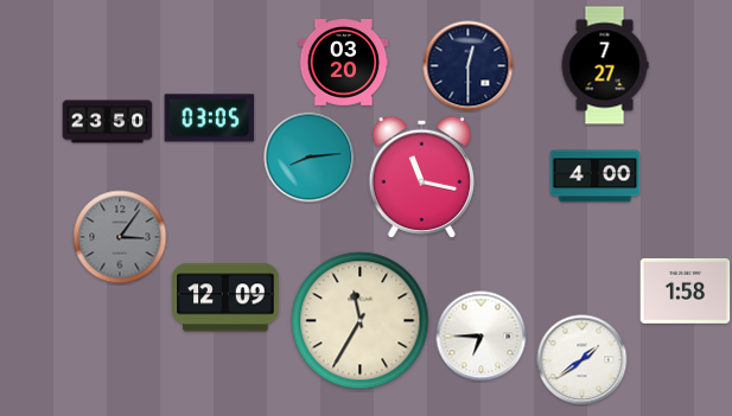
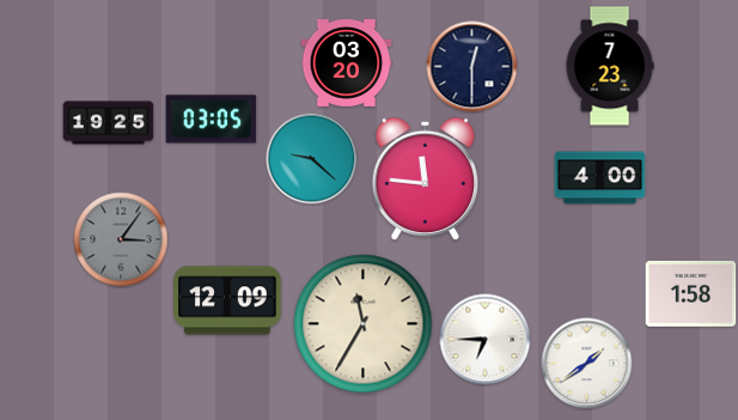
clock at (605, 65): 7:27 -> 7:23
clock at (108, 122): 23:50 -> 19:25
clock at (310, 158): 8:14 -> 9:22
clock at (421, 177): 11:17 -> 11:46
